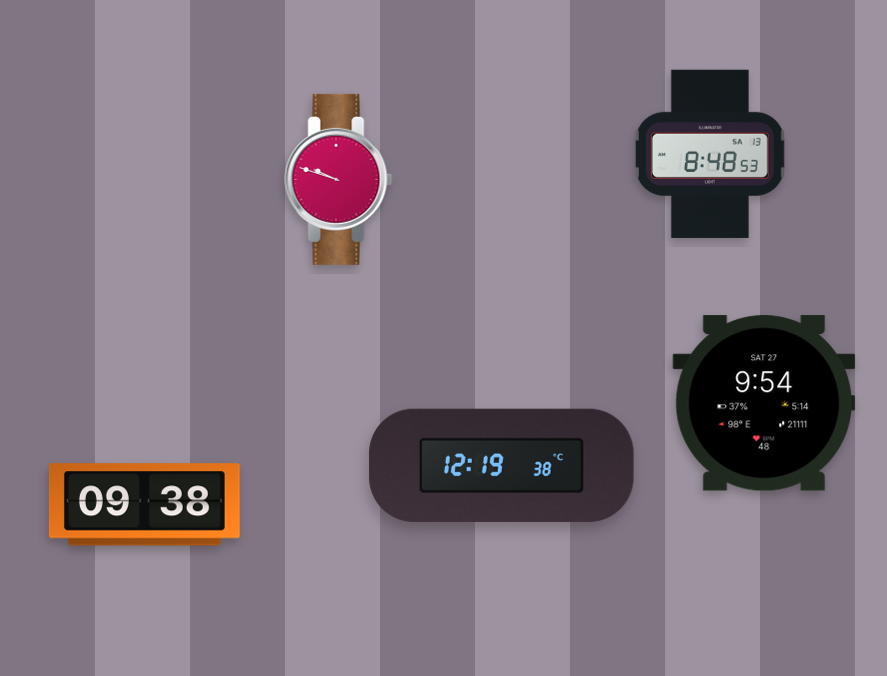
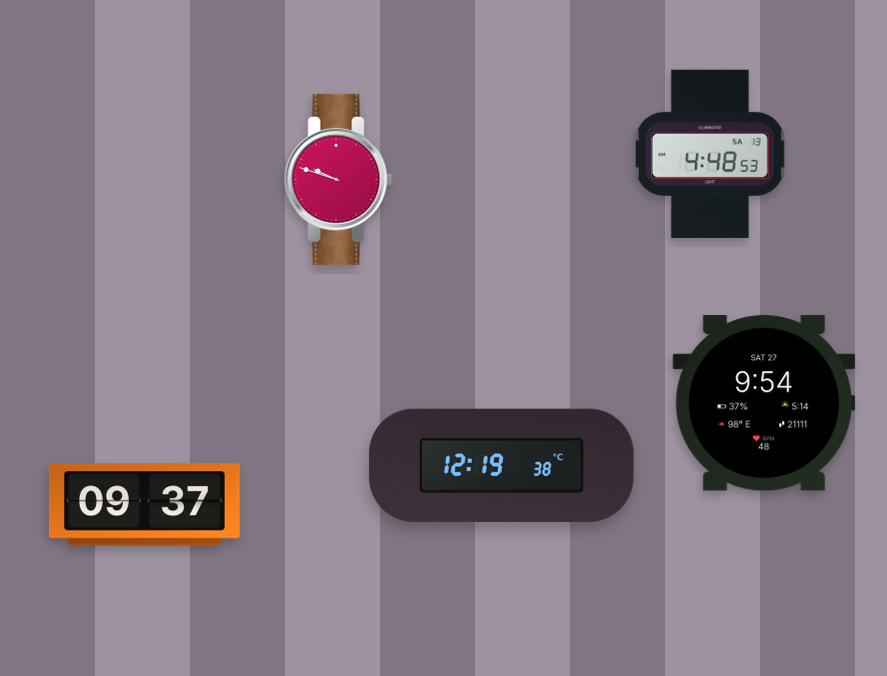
clock at (710, 154): 8:48 -> 4:48
clock at (144, 505): 09:38 -> 09:37
